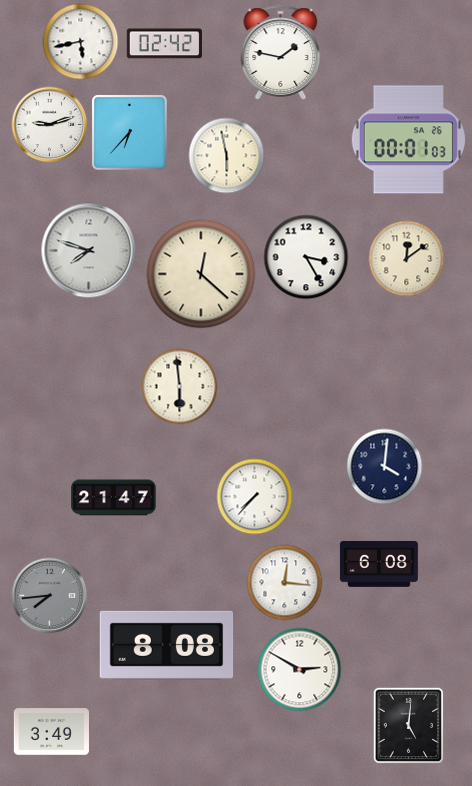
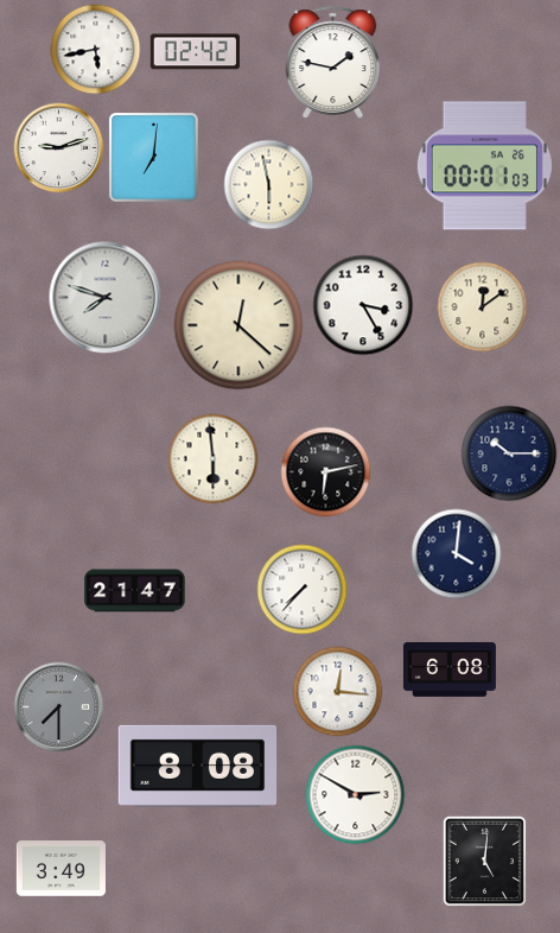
clock at (129, 132): 6:37 -> 7:01
clock at (509, 453): none -> 10:15
clock at (326, 472): none -> 6:13
clock at (50, 596): 7:44 -> 7:30
